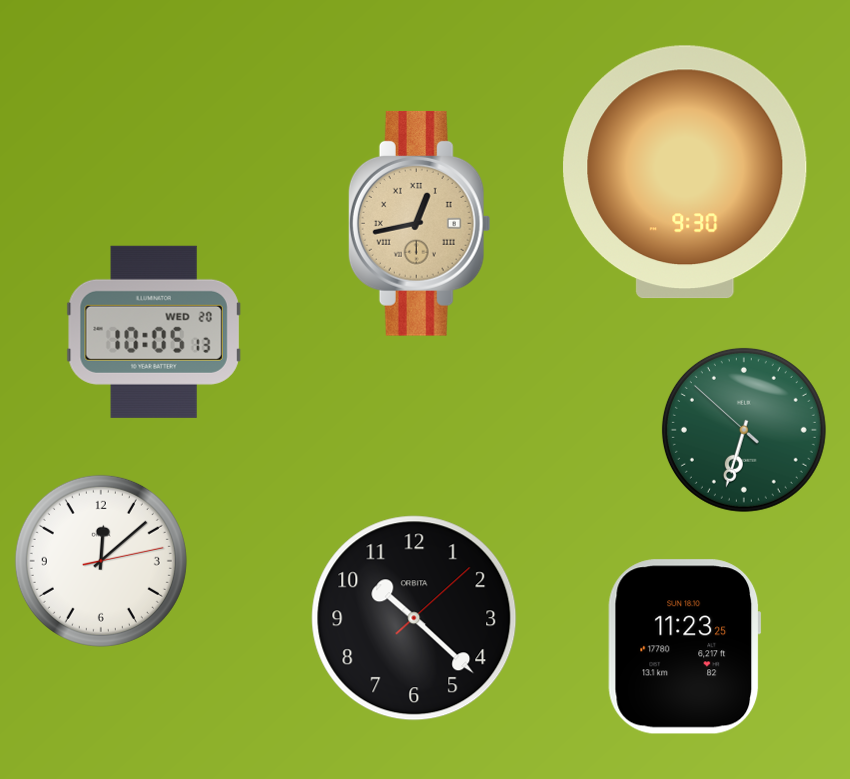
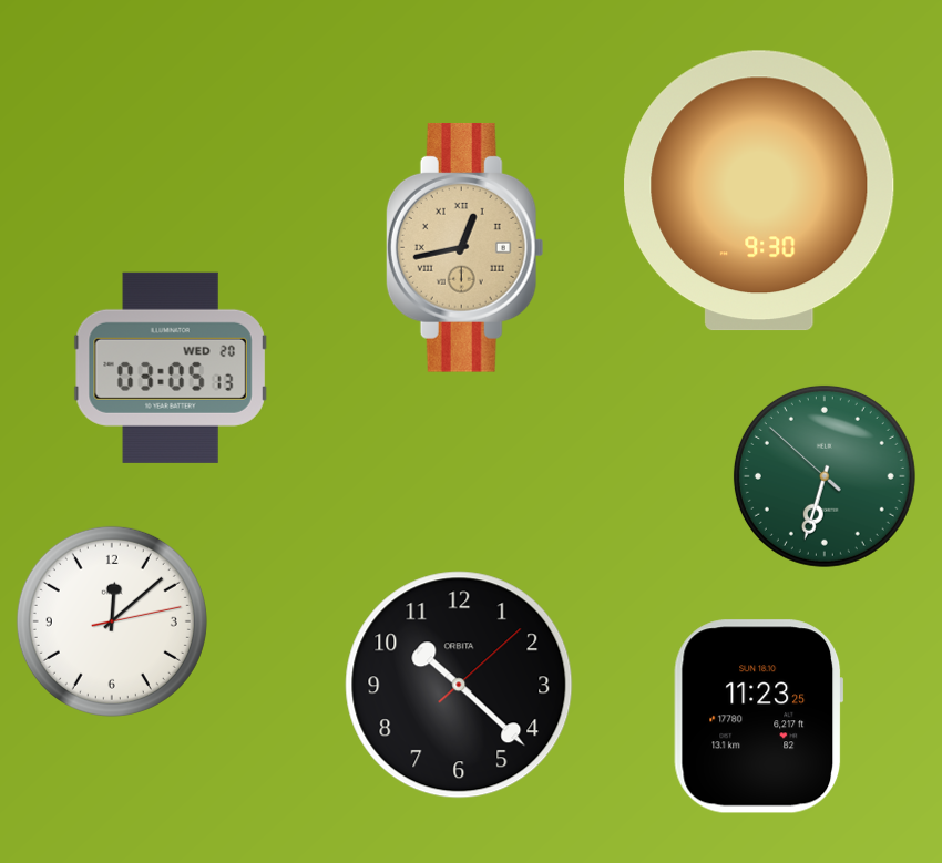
clock at (154, 332): 10:05 -> 03:05
